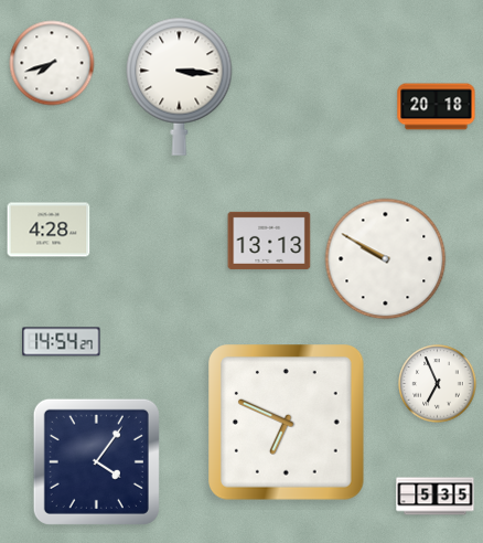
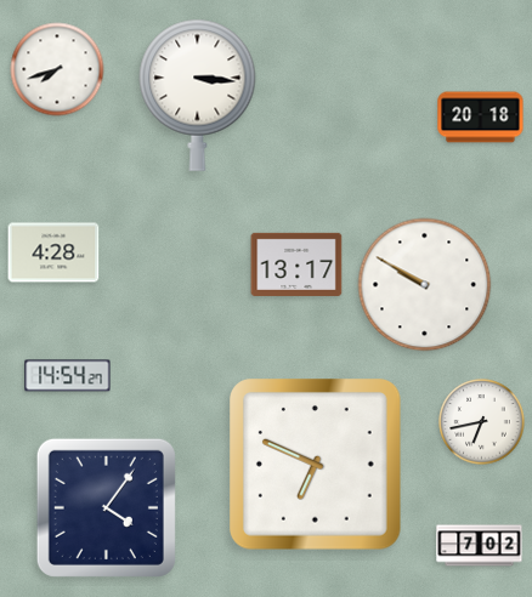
clock at (269, 241): 13:13 -> 13:17
clock at (438, 384): 6:56 -> 6:43
clock at (436, 497): 5:35 -> 7:02
